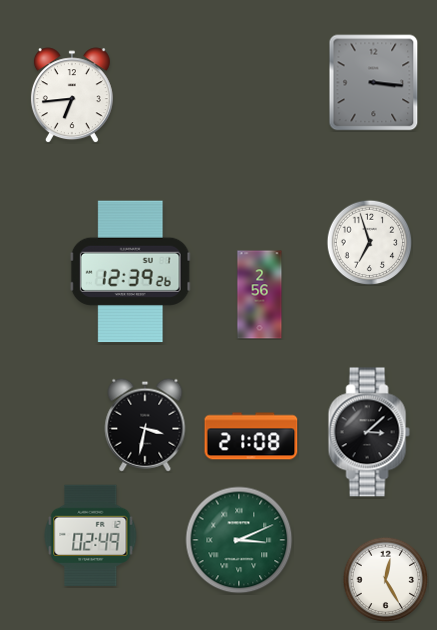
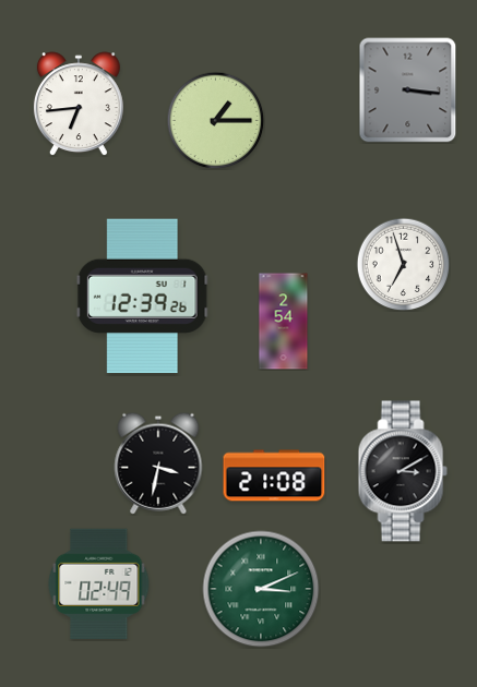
clock at (215, 120): none -> 1:15
clock at (260, 295): 2:56 -> 2:54
clock at (369, 432): 3:08 -> 3:10
clock at (385, 579): 12:25 -> none
